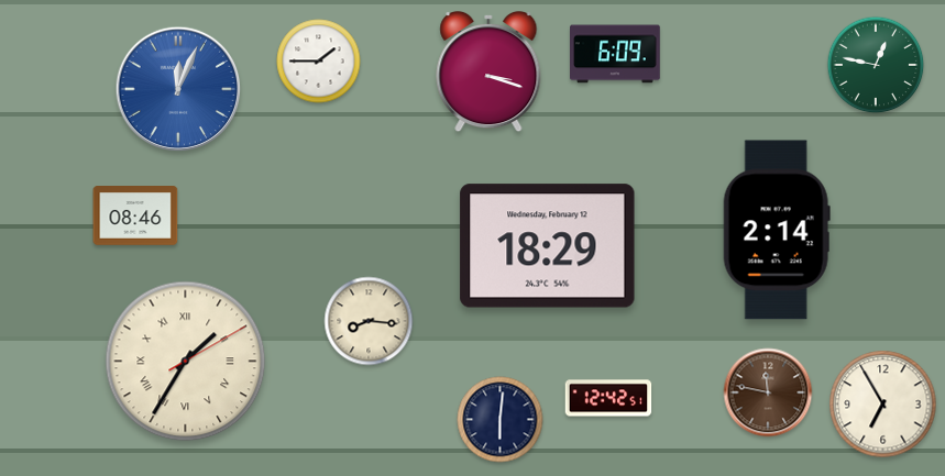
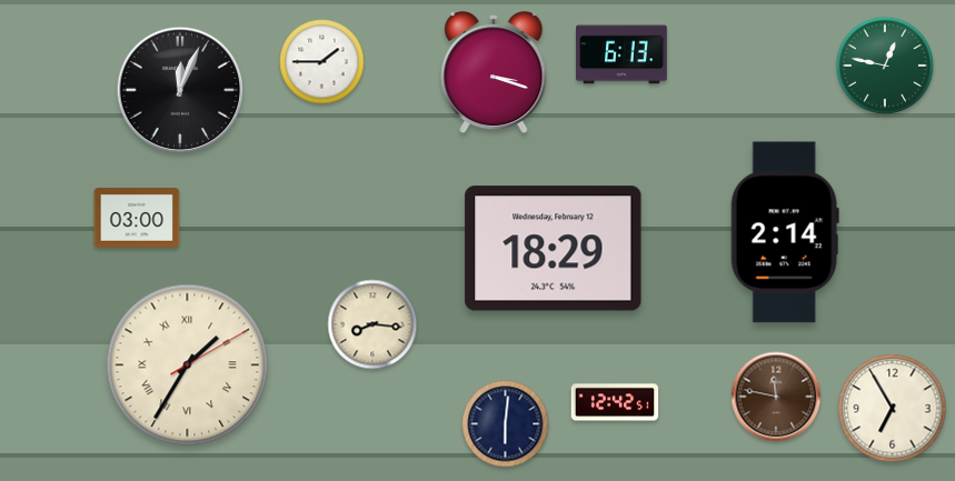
clock at (616, 54): 6:09 -> 6:13
clock at (178, 89) dial: blue -> black
clock at (135, 217): 08:46 -> 03:00
